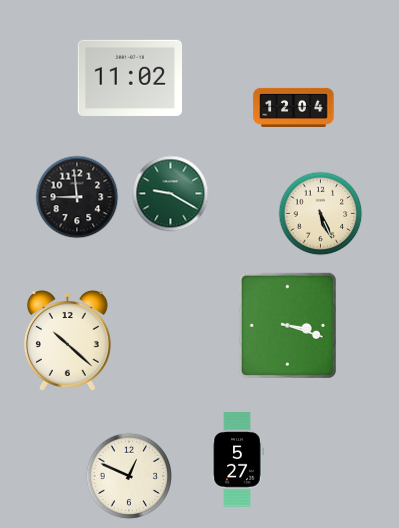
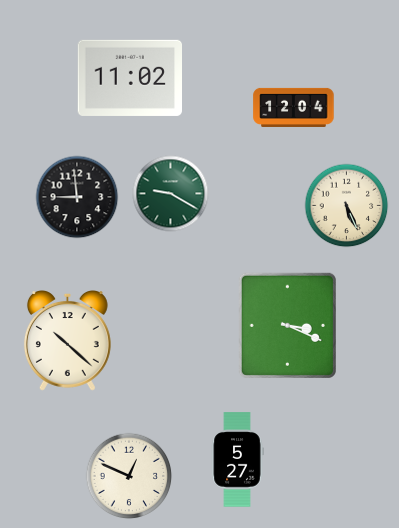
clock at (321, 214) position: (321, 214) -> (347, 206)
clock at (287, 325): 3:18 -> 3:19
